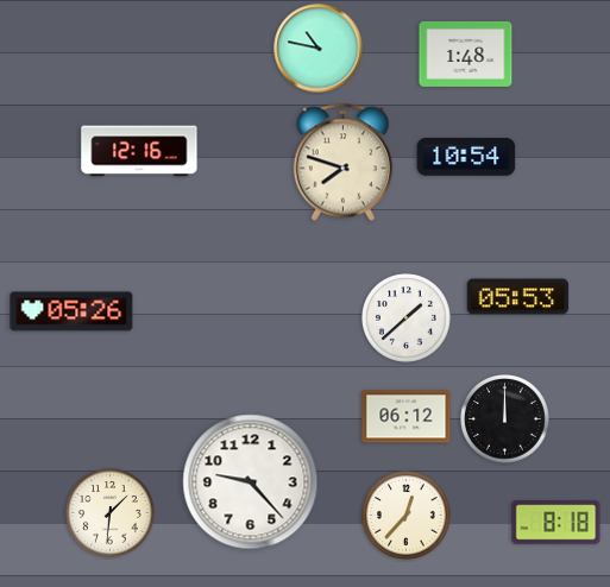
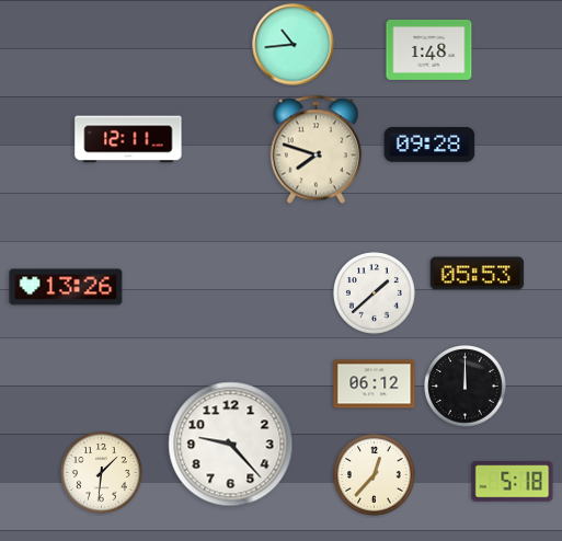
clock at (319, 49): 10:47 -> 10:44
clock at (139, 151): 12:16 -> 12:11
clock at (466, 157): 10:54 -> 09:28
clock at (71, 311): 05:26 -> 13:26
clock at (556, 523): 8:18 -> 5:18
